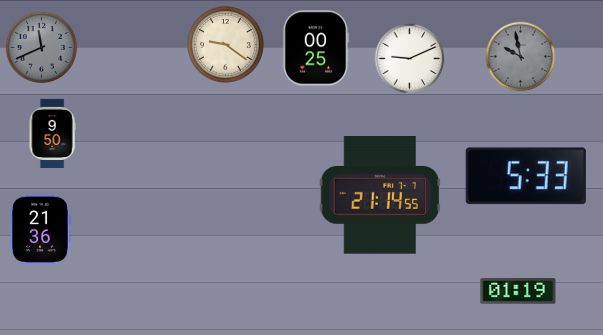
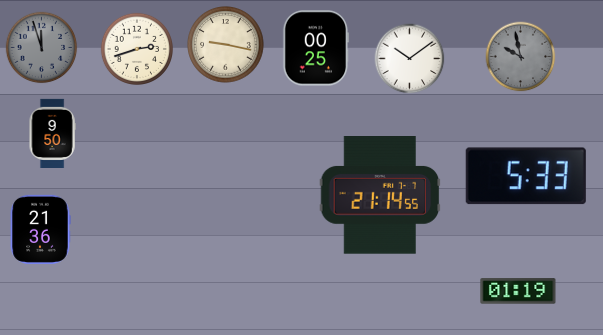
clock at (226, 45): 9:21 -> 9:17
clock at (42, 48): 11:41 -> 11:57
clock at (136, 48): none -> 2:42
clock at (410, 59): 9:11 -> 10:09
